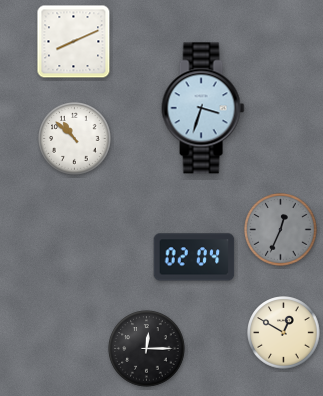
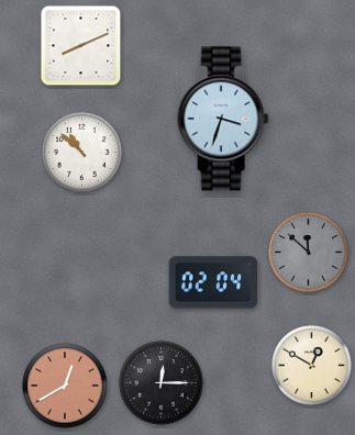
clock at (281, 230): 12:34 -> 11:52
clock at (65, 386): none -> 12:40
